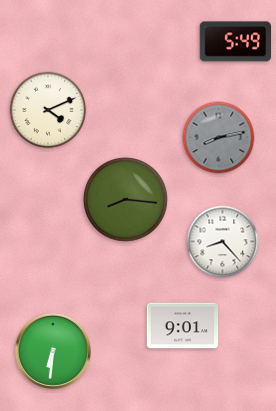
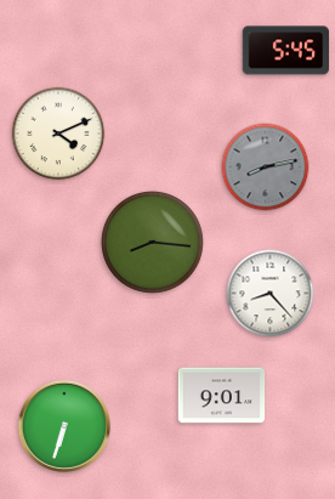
clock at (235, 42): 5:49 -> 5:45
clock at (53, 351): 6:31 -> 6:33
